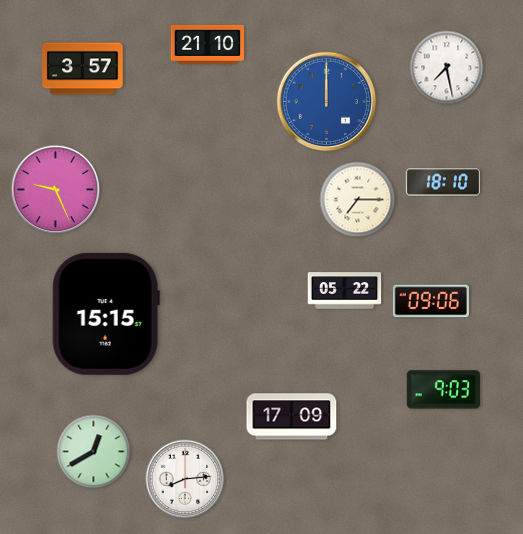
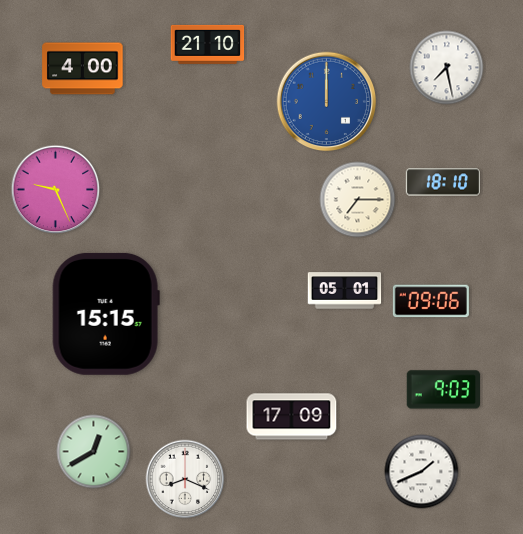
clock at (83, 69): 3:57 -> 4:00
clock at (345, 291): 05:22 -> 05:01
clock at (422, 472): none -> 1:41
clock at (185, 479): 8:14 -> 8:19
